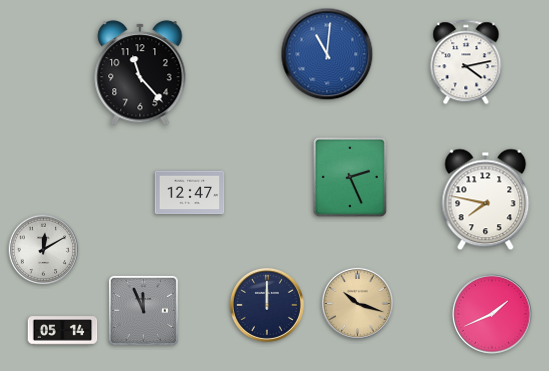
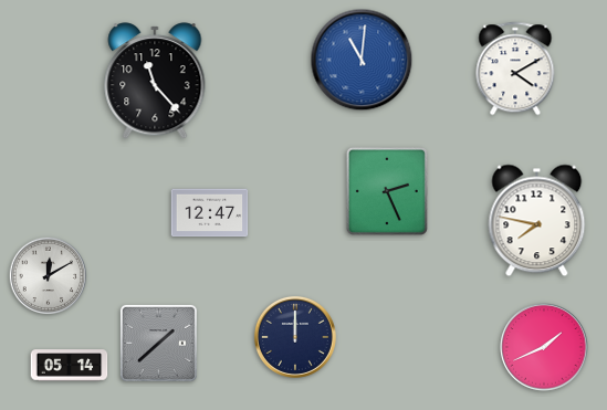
clock at (466, 62): 4:13 -> 4:10
clock at (350, 177) position: (350, 177) -> (387, 191)
clock at (357, 303): 10:18 -> none
clock at (143, 310): 11:56 -> 1:38
